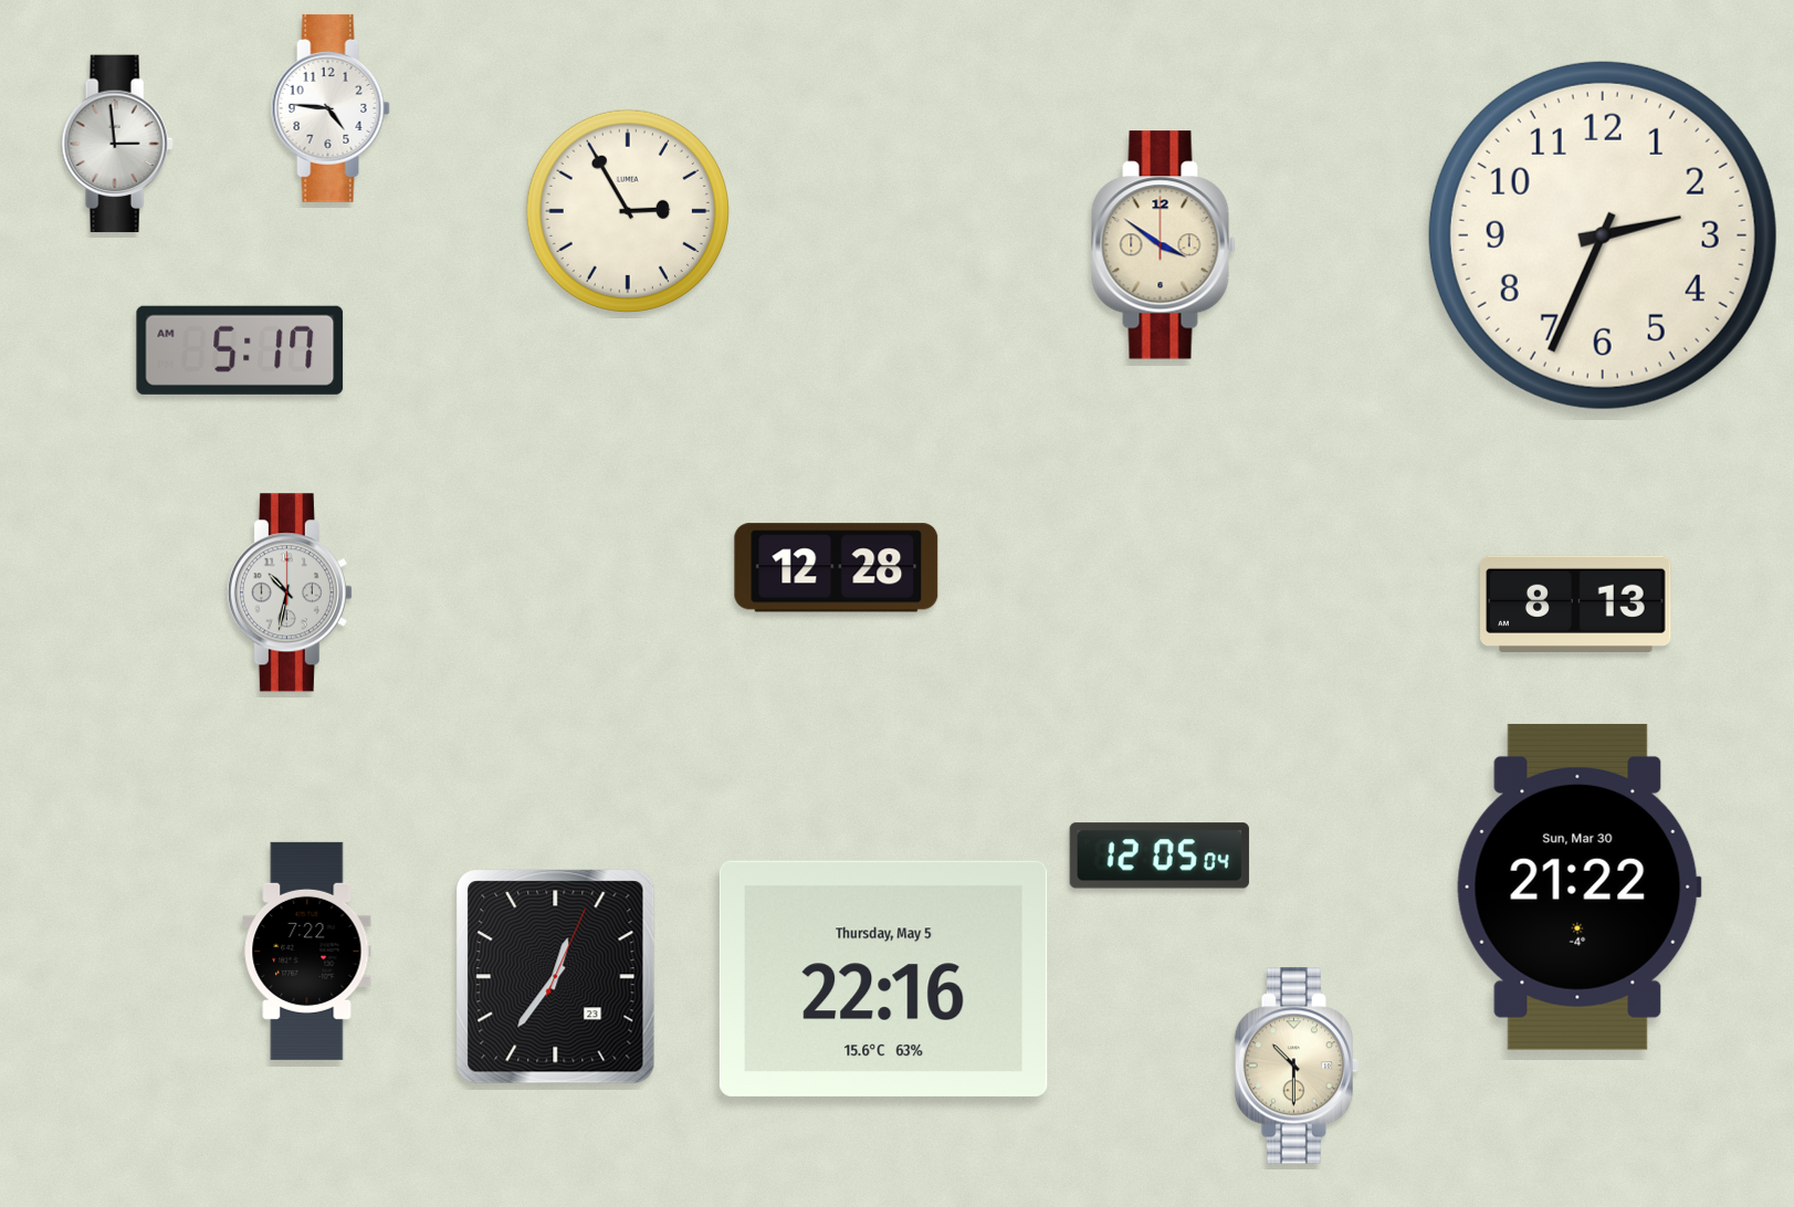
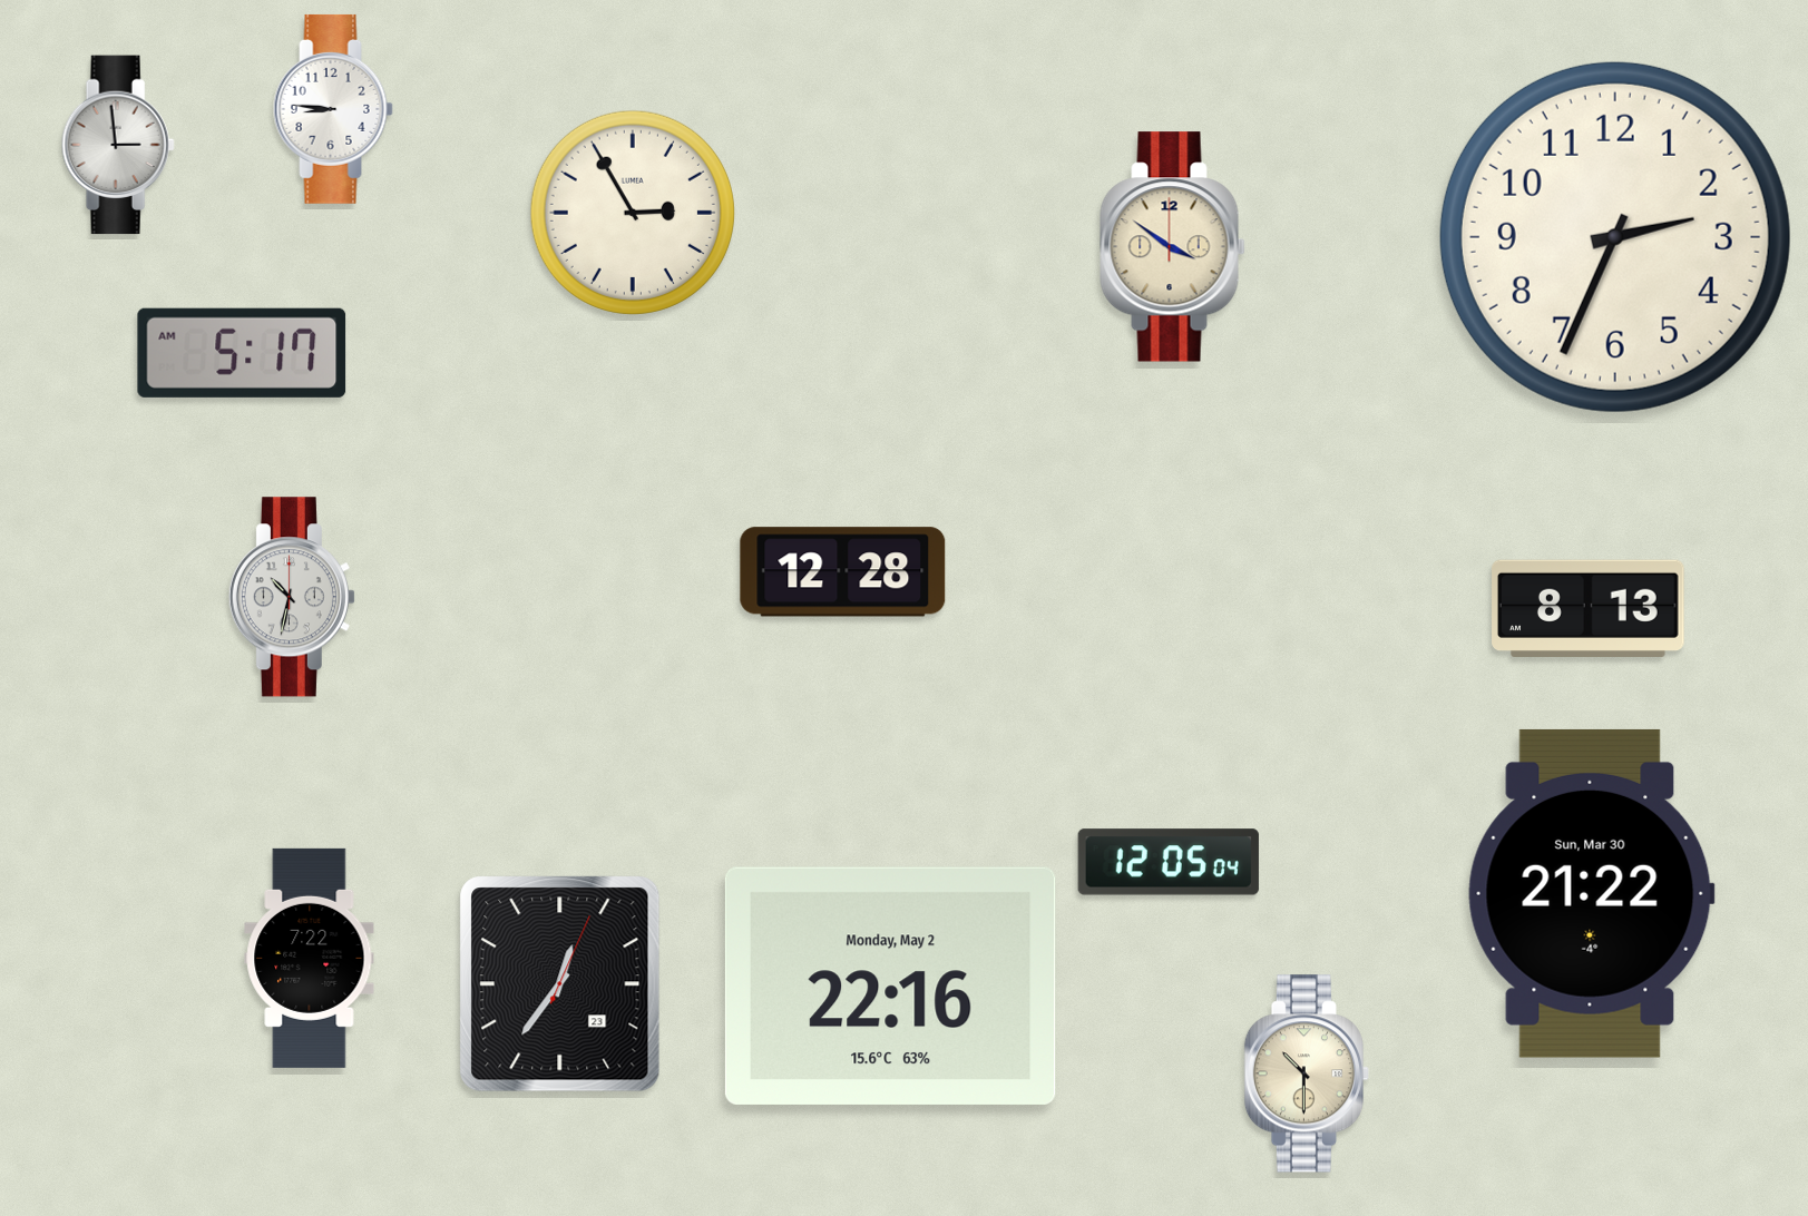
clock at (331, 108): 4:46 -> 8:46
clock at (883, 978) date: Thursday, May 5 -> Monday, May 2
